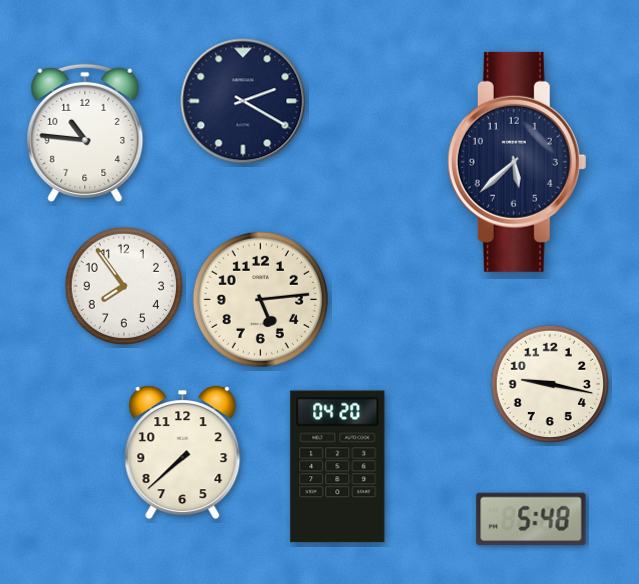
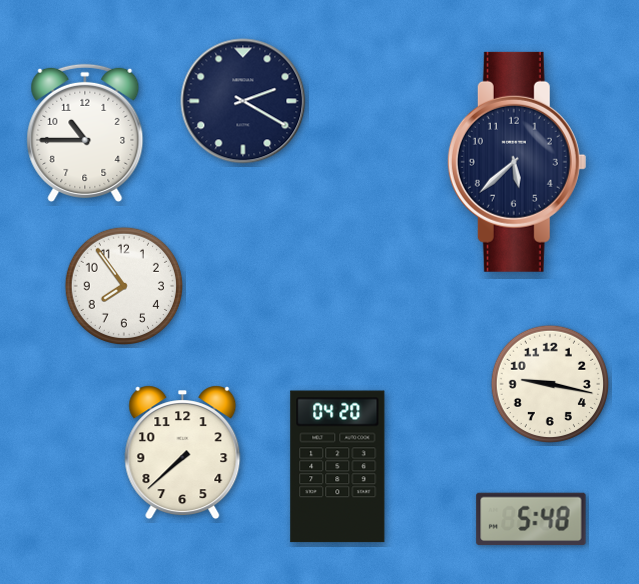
clock at (85, 133): 10:46 -> 10:45
clock at (260, 299): 5:14 -> none
